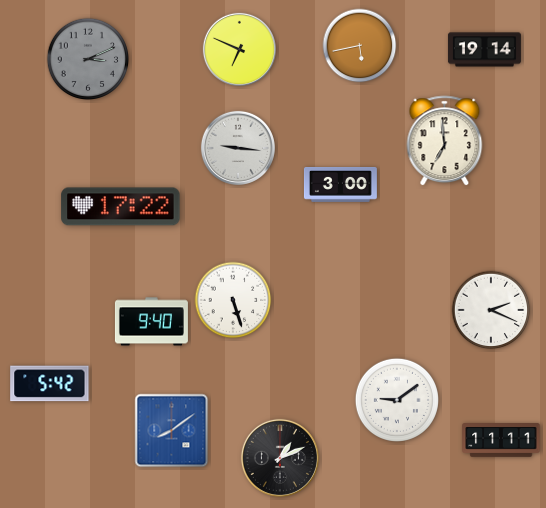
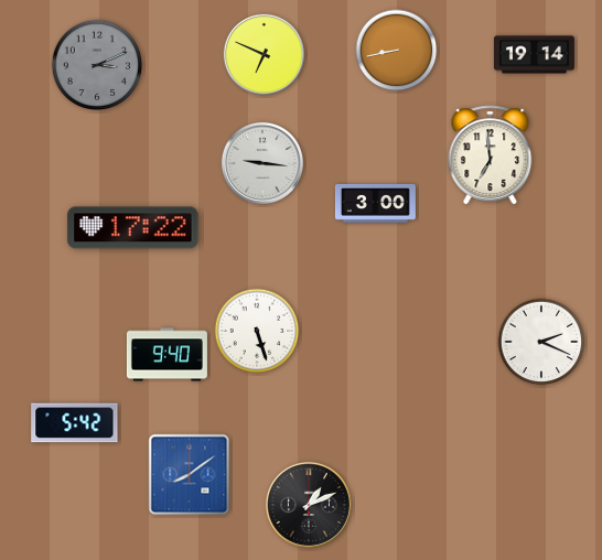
clock at (360, 46): 5:43 -> 8:43
clock at (50, 384) position: (50, 384) -> (75, 423)
clock at (397, 400): 9:09 -> none
clock at (501, 440): 11:11 -> none
